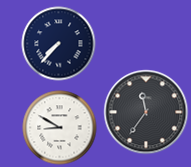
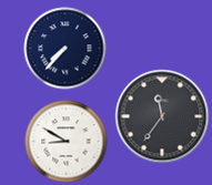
clock at (146, 112) position: (146, 112) -> (162, 116)
